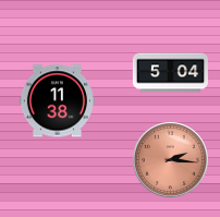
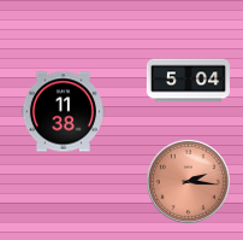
clock at (170, 159) position: (170, 159) -> (188, 181)
